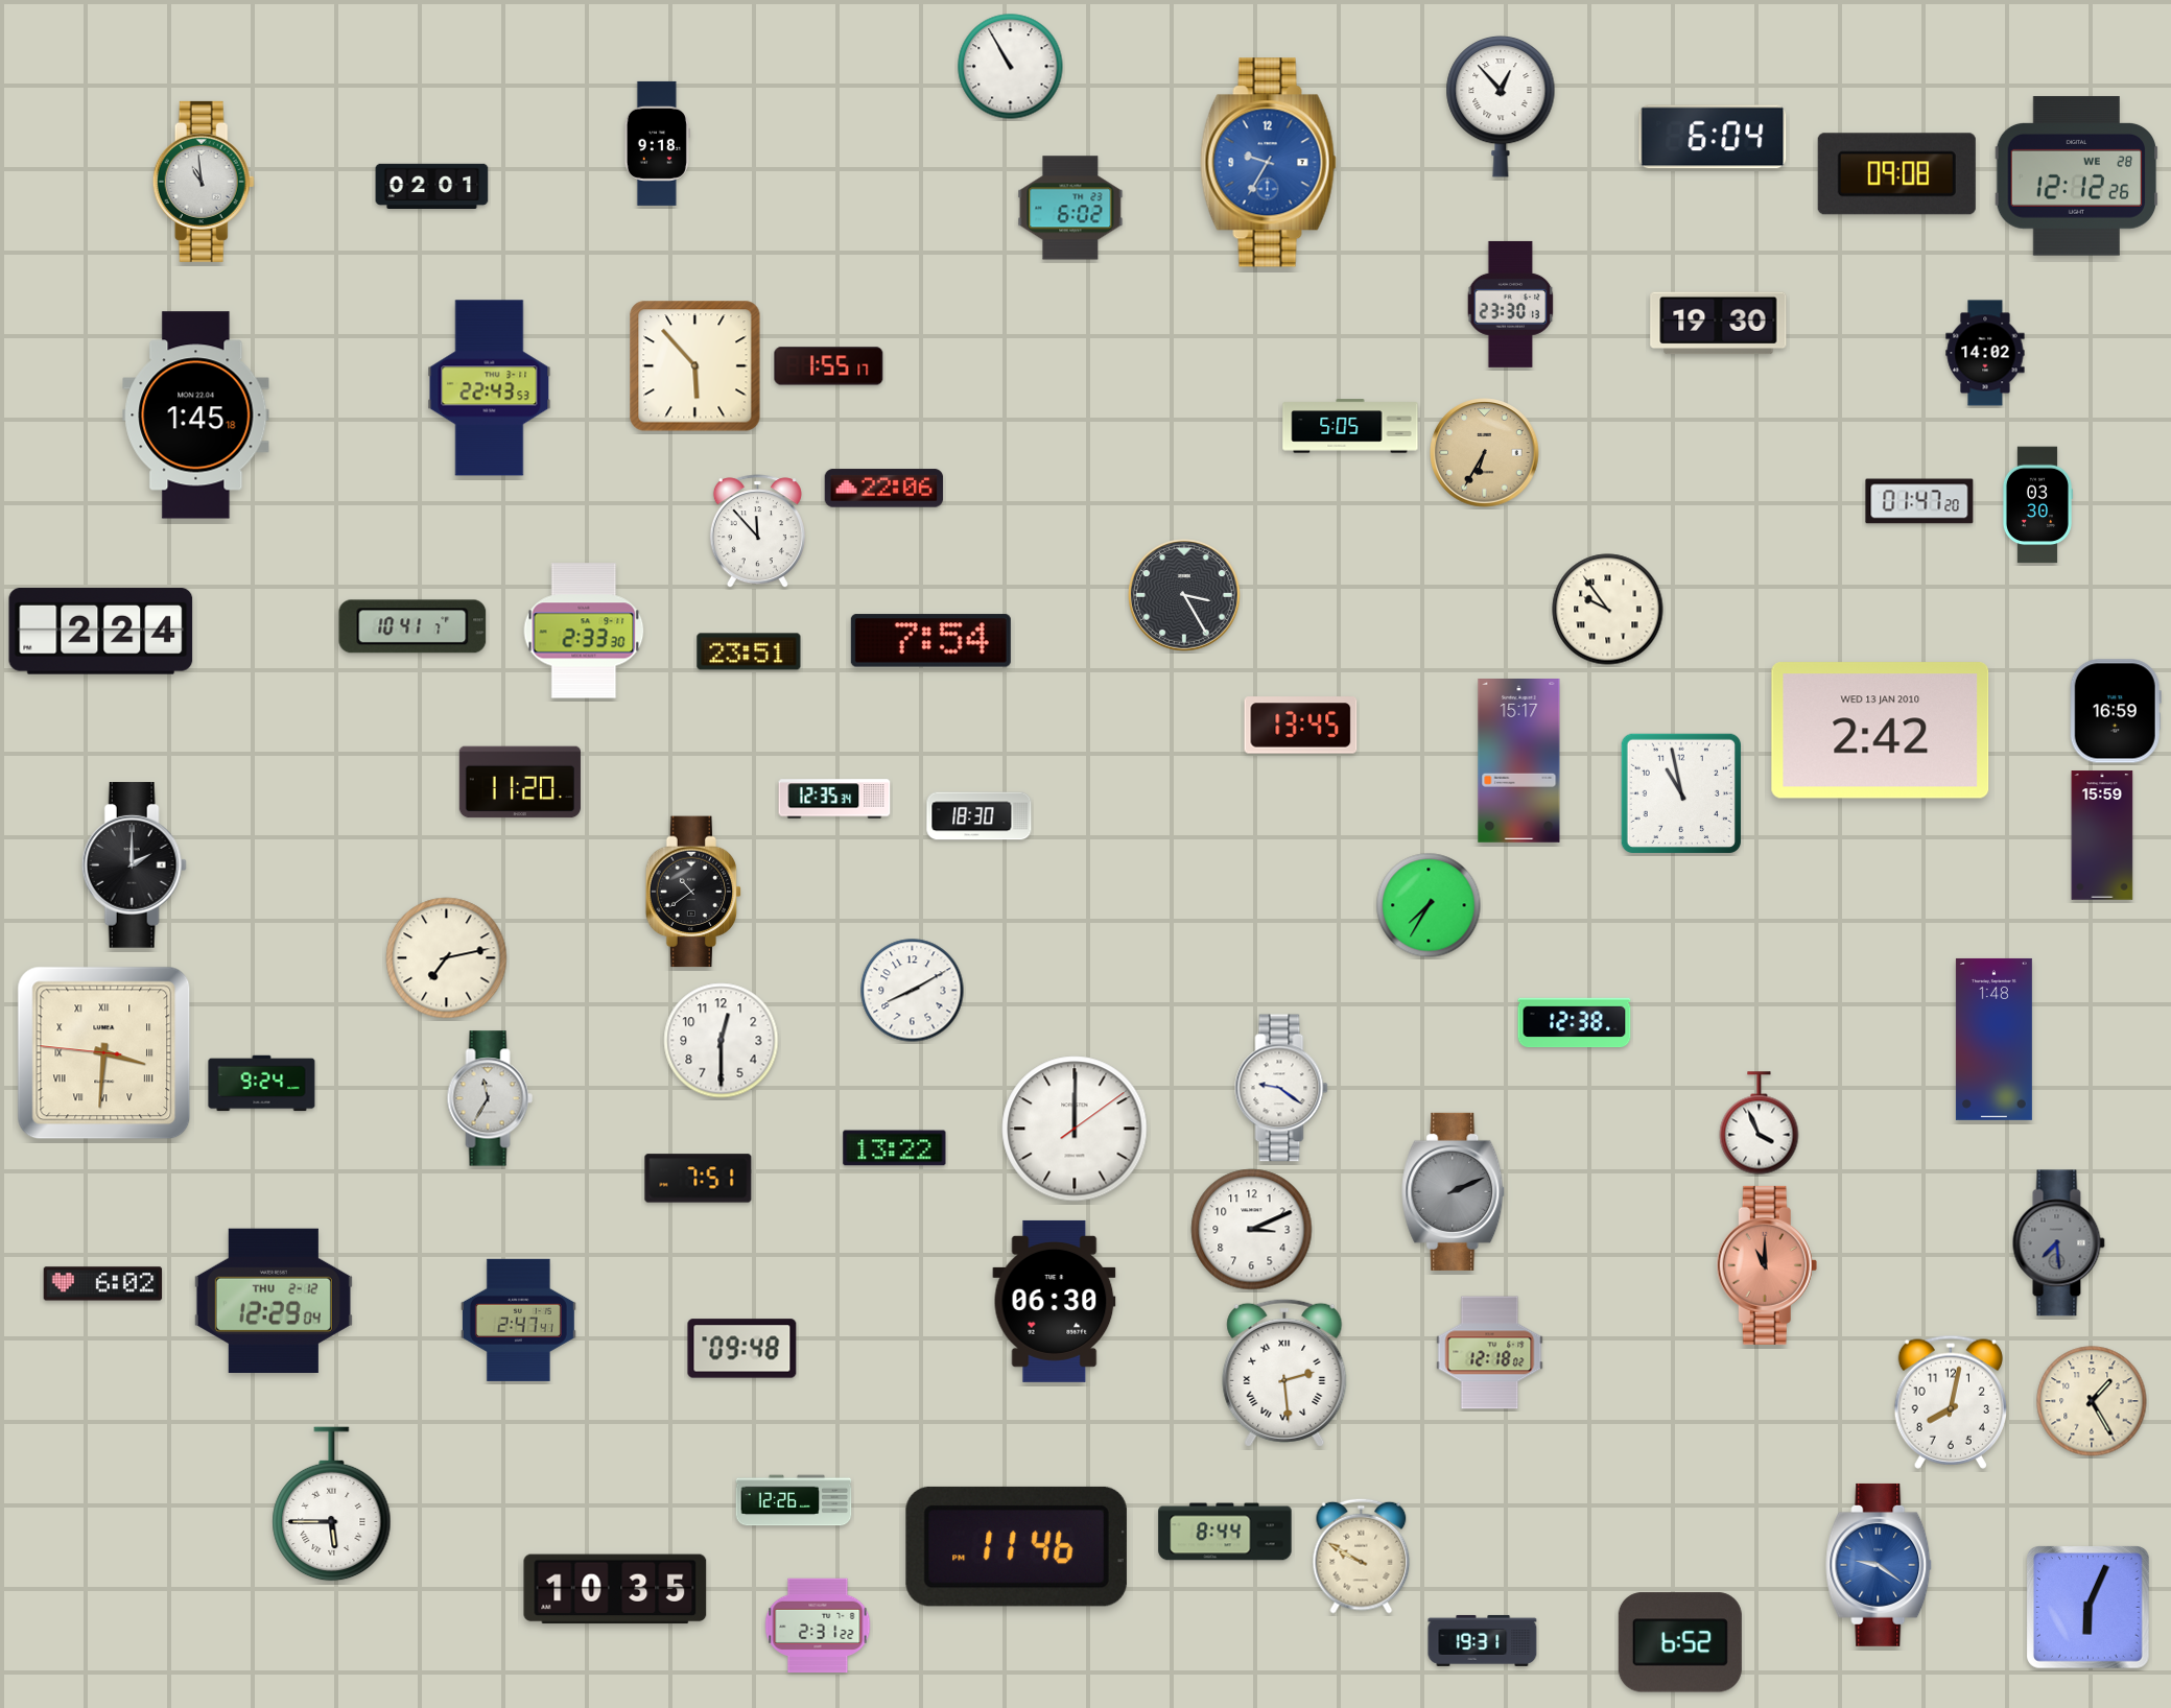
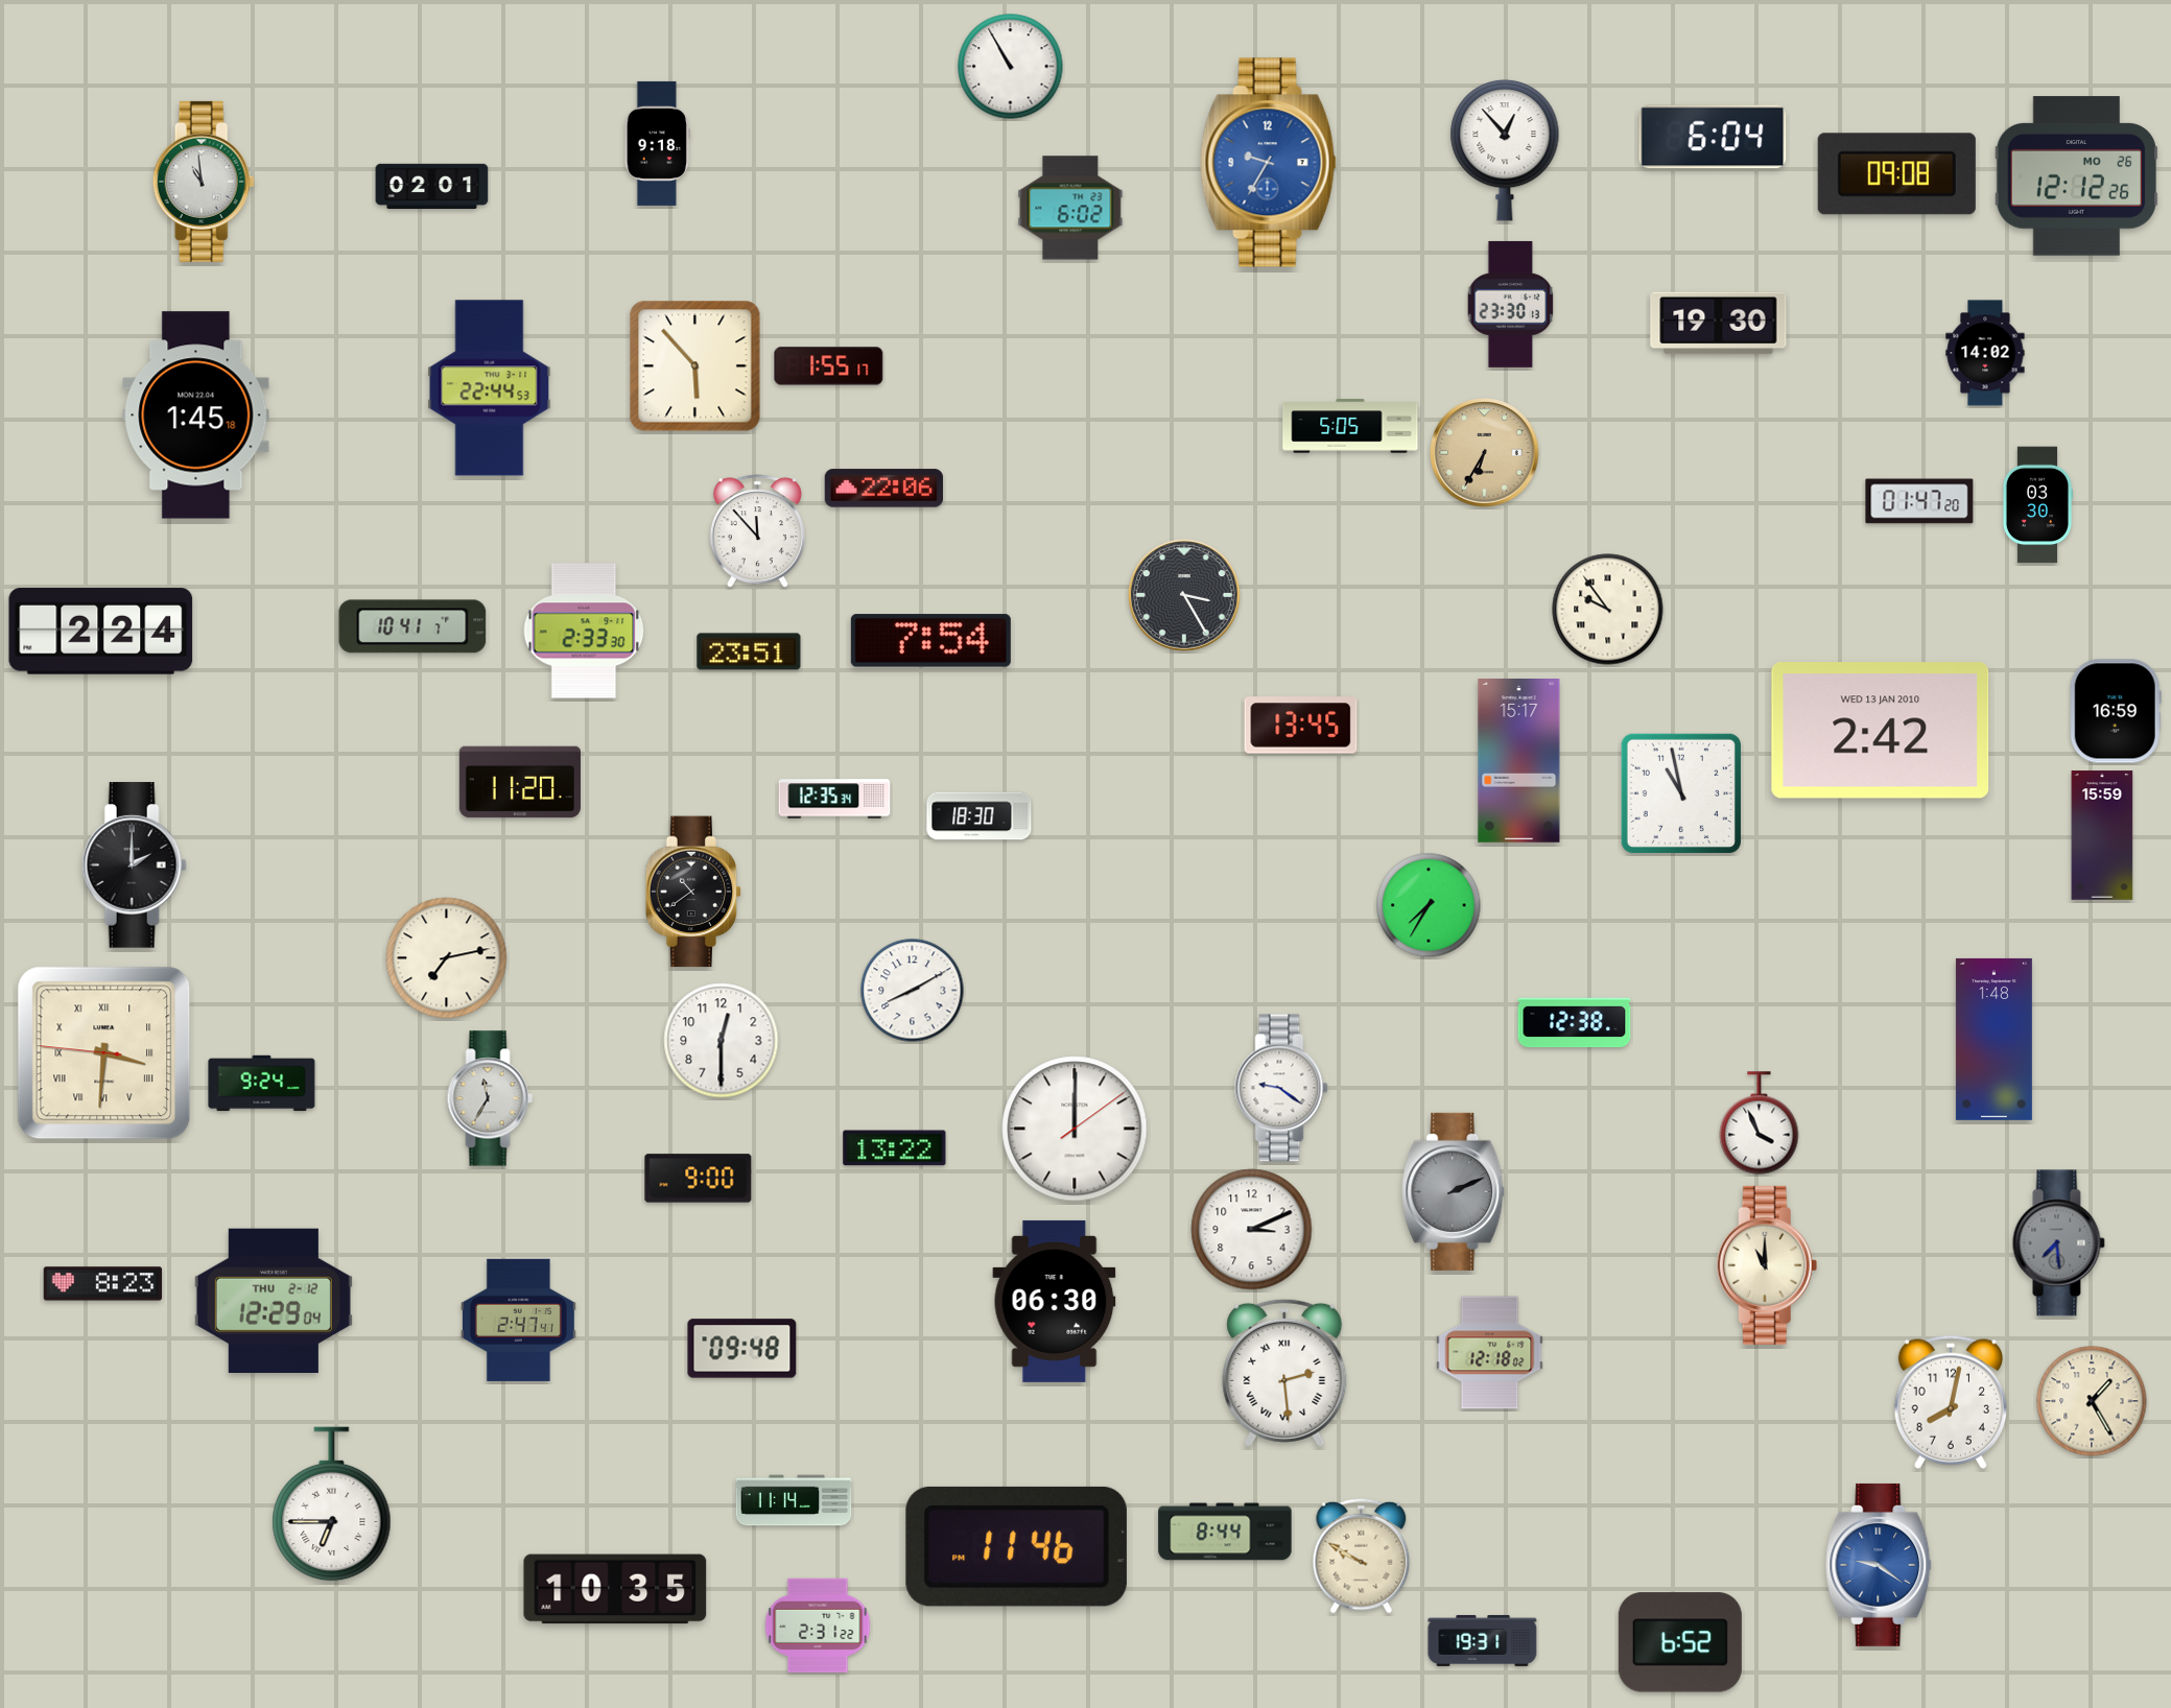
clock at (1501, 106) position: (1501, 106) -> (1505, 150)
clock at (2077, 176) date: WE 28 -> MO 26
clock at (490, 388): 22:43 -> 22:44
clock at (699, 1179): 7:51 -> 9:00
clock at (1767, 1265) dial: salmon -> cream
clock at (103, 1284): 6:02 -> 8:23
clock at (794, 1500): 12:26 -> 11:14
clock at (332, 1504): 5:45 -> 6:45
clock at (2089, 1608): 6:04 -> none
